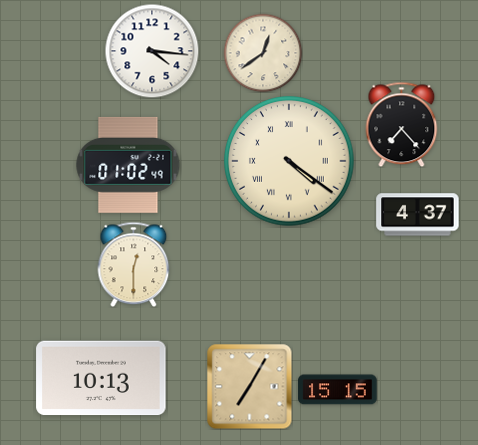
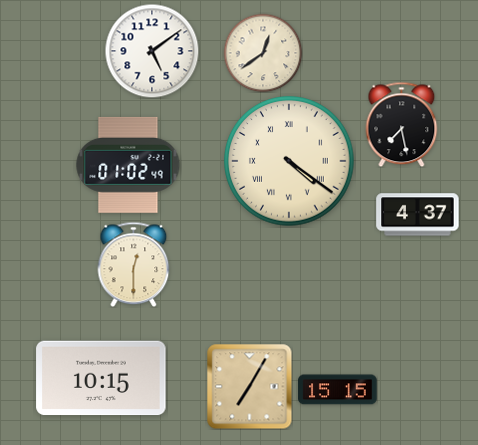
clock at (152, 51): 4:16 -> 5:09
clock at (402, 124): 7:23 -> 7:28
clock at (101, 378): 10:13 -> 10:15
